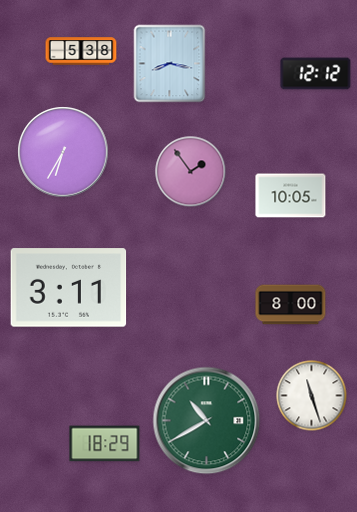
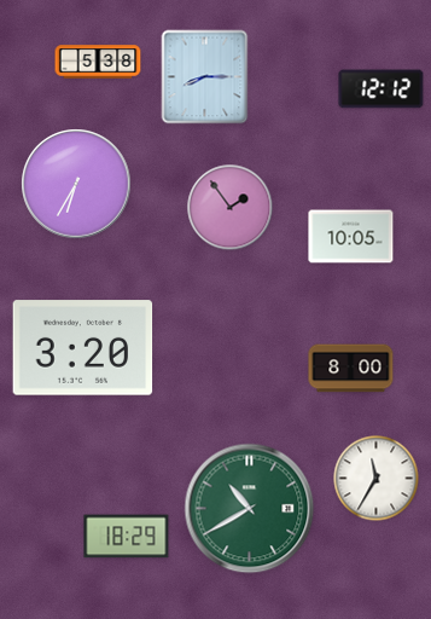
clock at (170, 64): 8:17 -> 8:15
clock at (69, 288): 3:11 -> 3:20
clock at (312, 396): 11:27 -> 11:35
